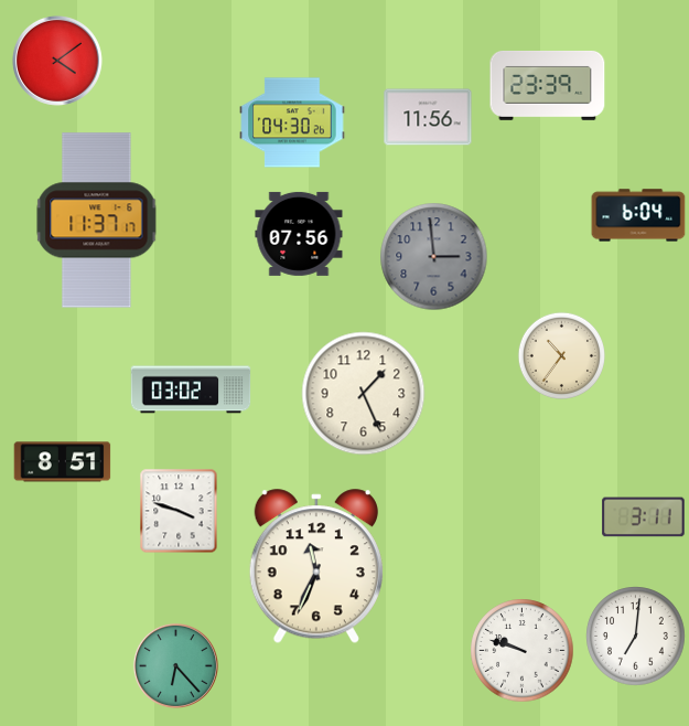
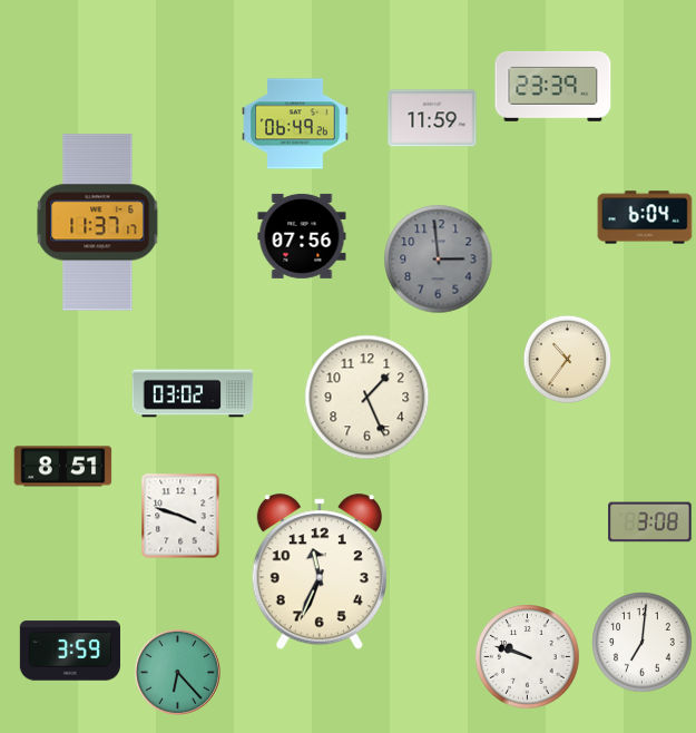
clock at (57, 61): 4:09 -> none
clock at (428, 117): 11:56 -> 11:59
clock at (292, 122): 04:30 -> 06:49
clock at (644, 517): 3:11 -> 3:08
clock at (70, 651): none -> 3:59
